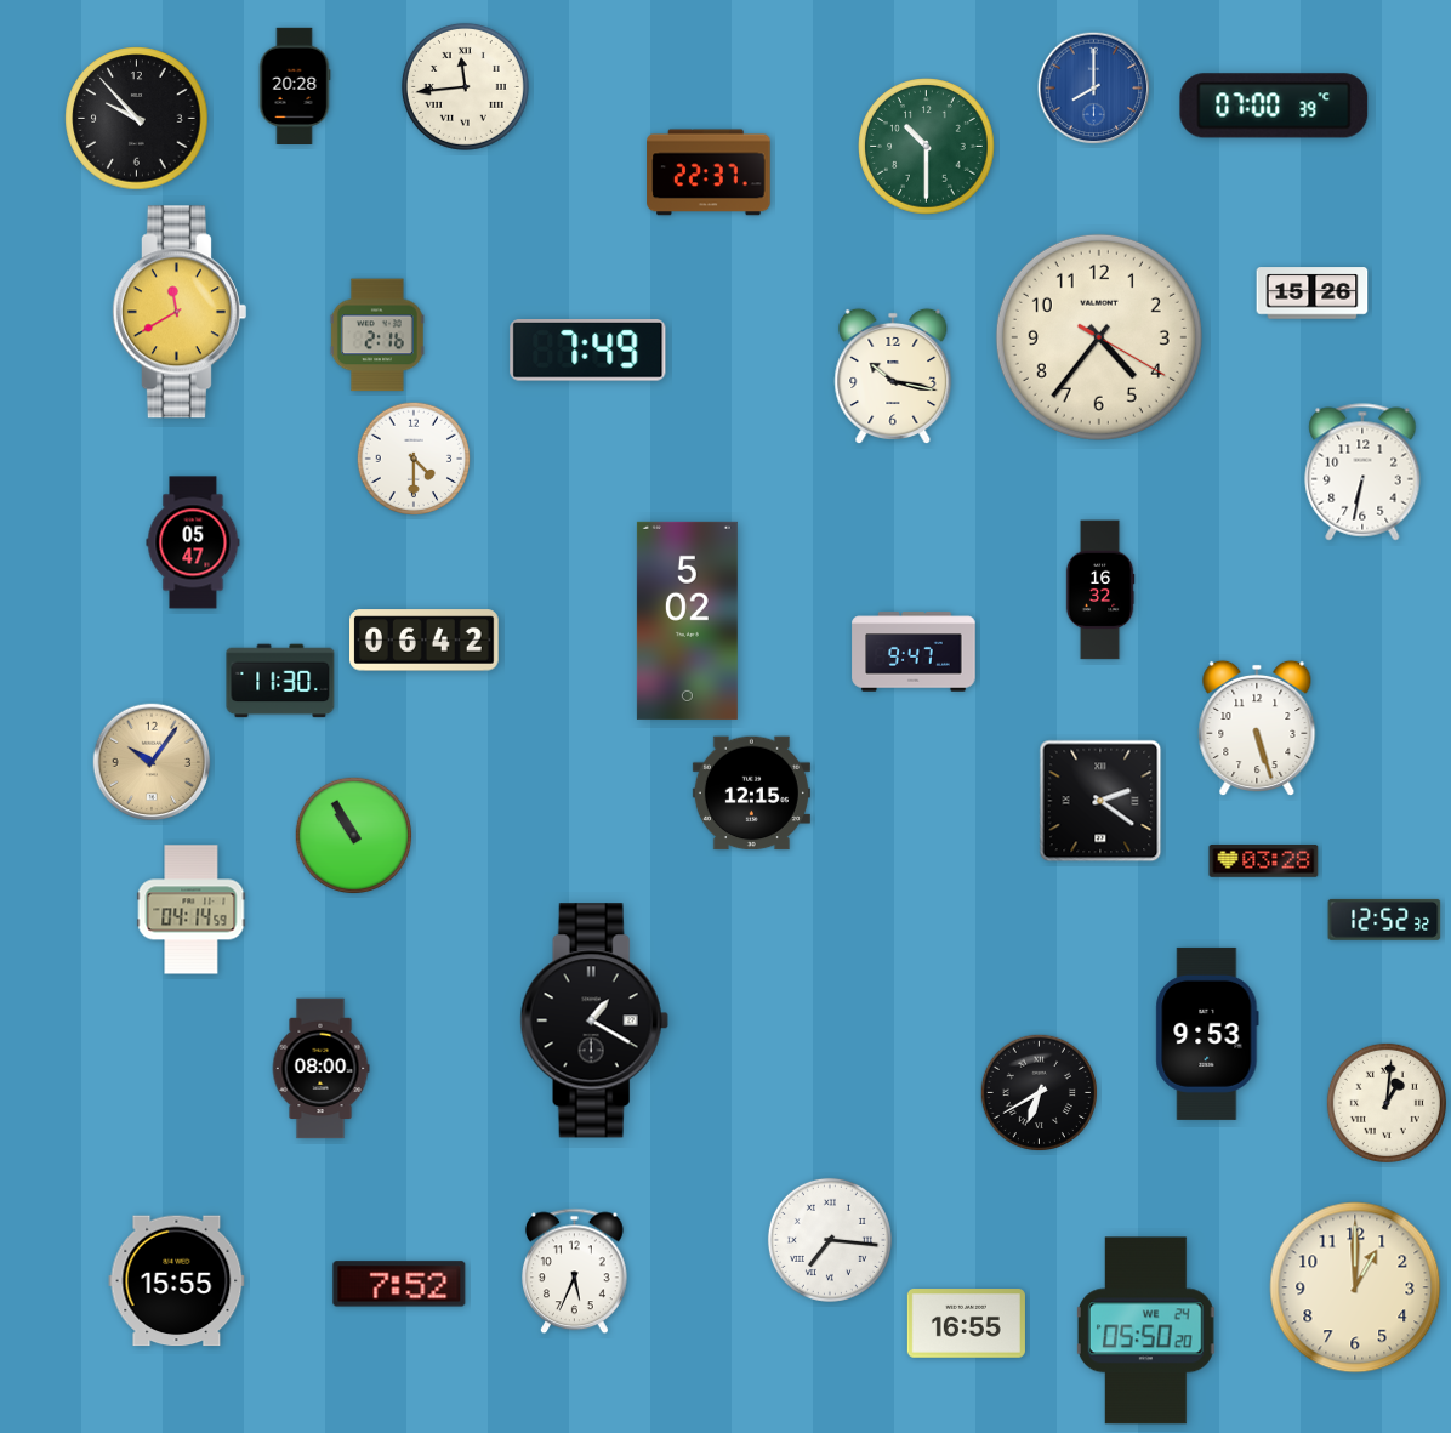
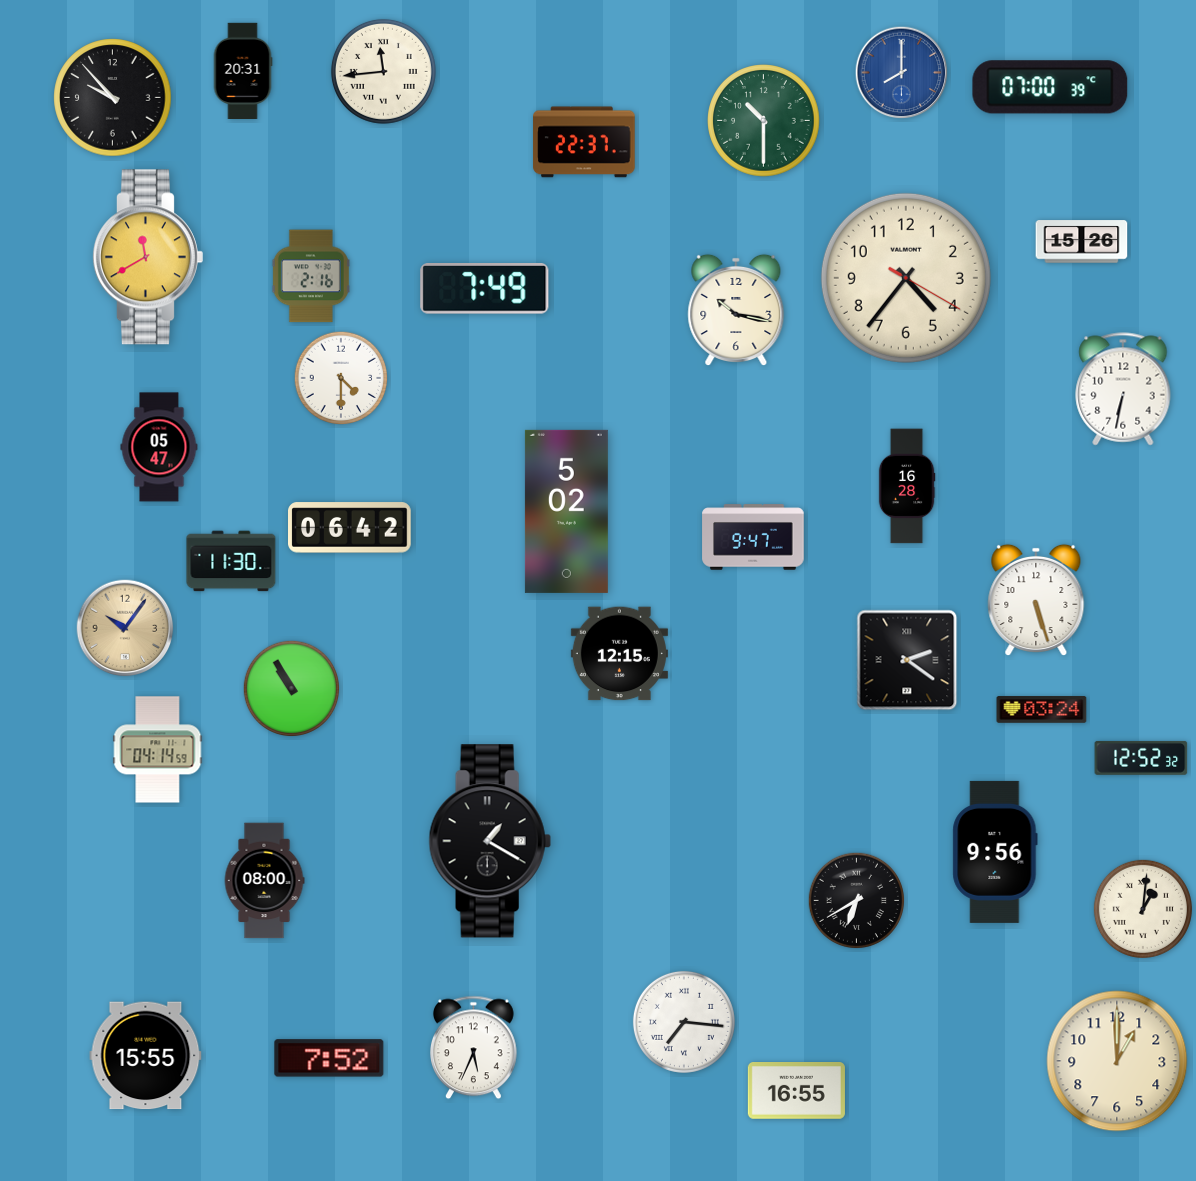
clock at (295, 85): 20:28 -> 20:31
clock at (1100, 590): 16:32 -> 16:28
clock at (1264, 861): 03:28 -> 03:24
clock at (1207, 1034): 9:53 -> 9:56
clock at (1145, 1331): 05:50 -> none
